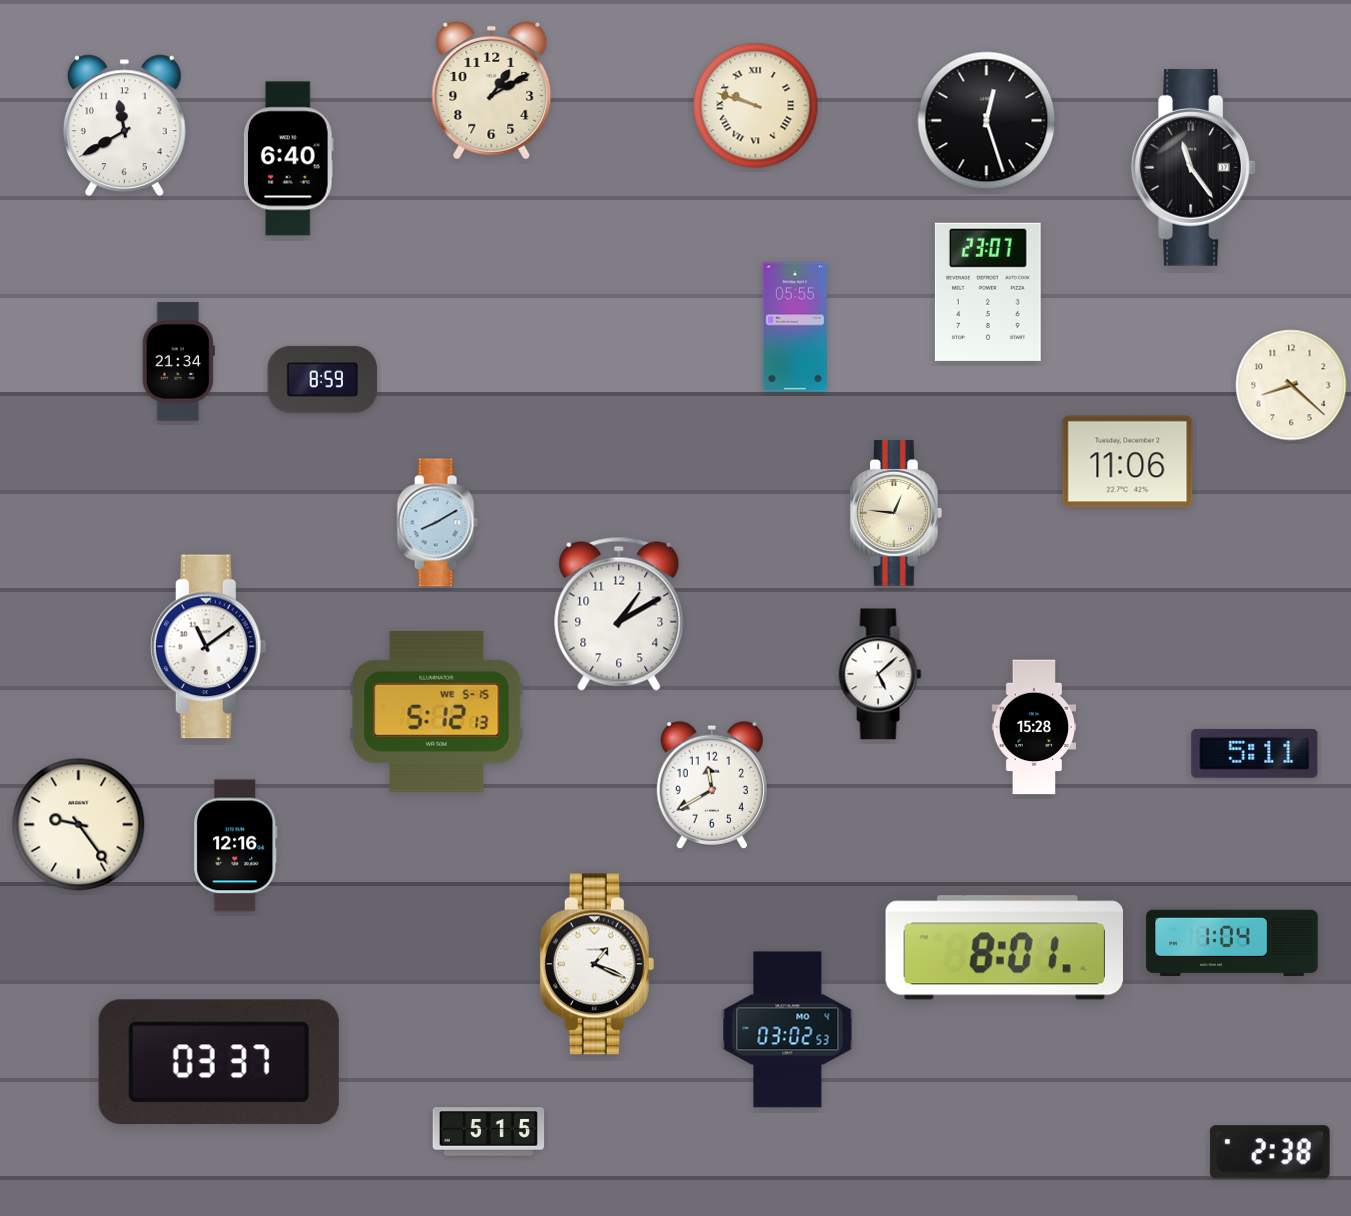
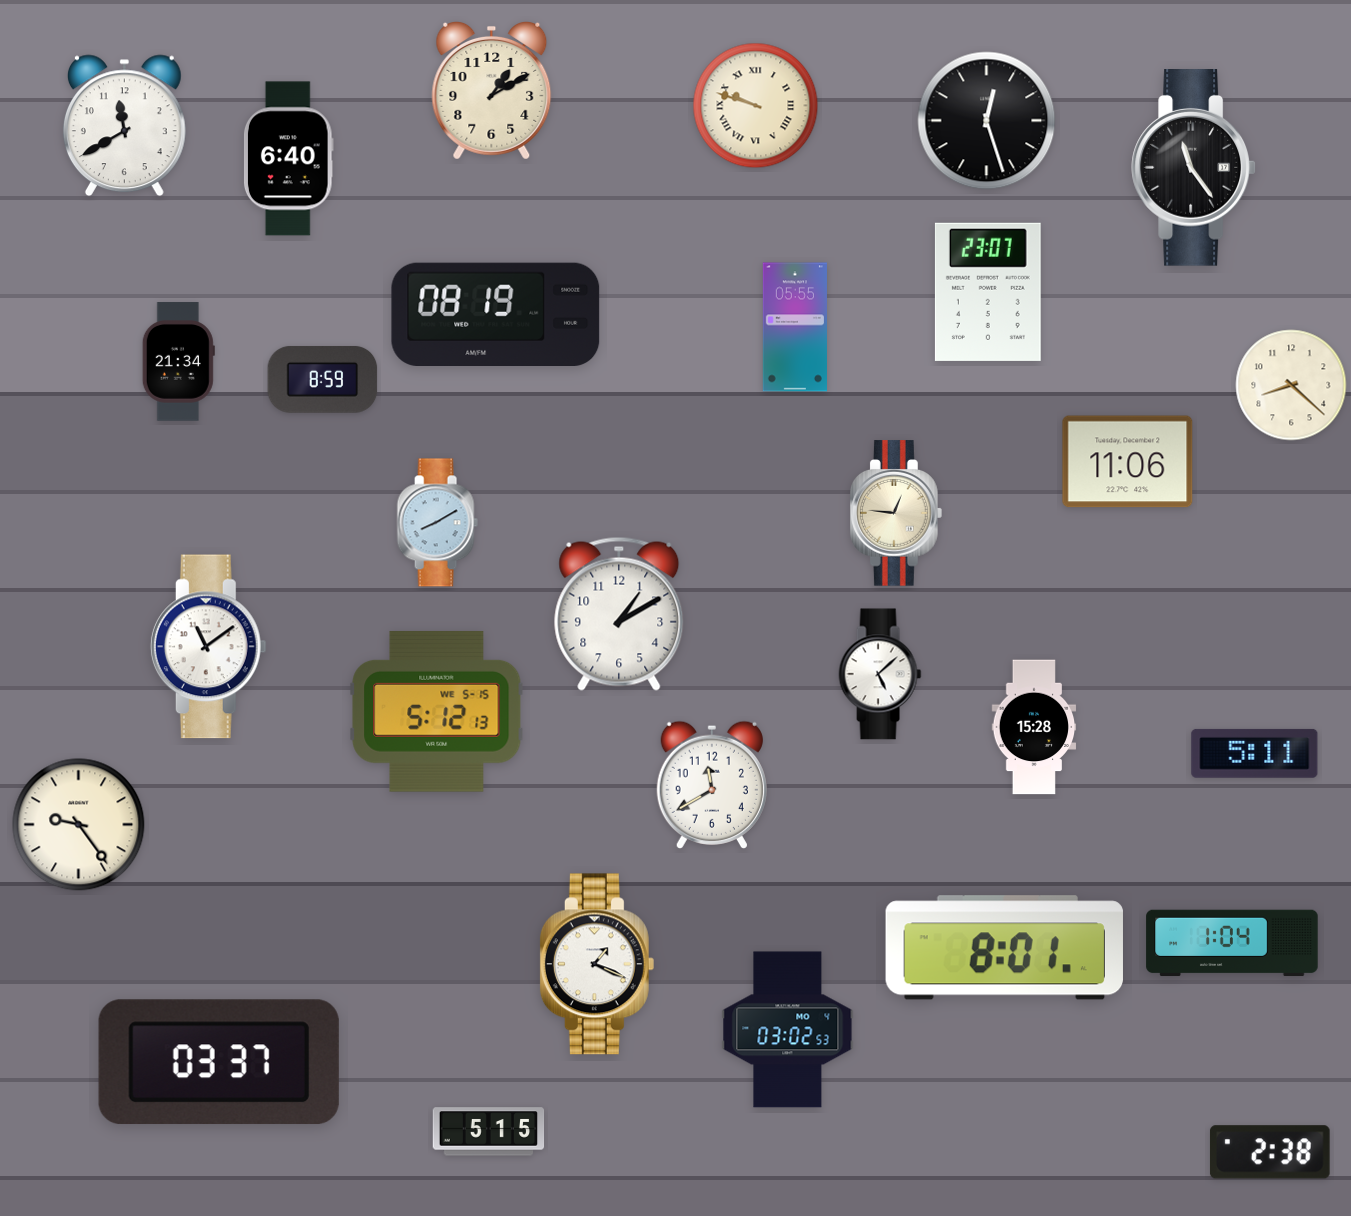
clock at (496, 314): none -> 08:19
clock at (236, 846): 12:16 -> none
